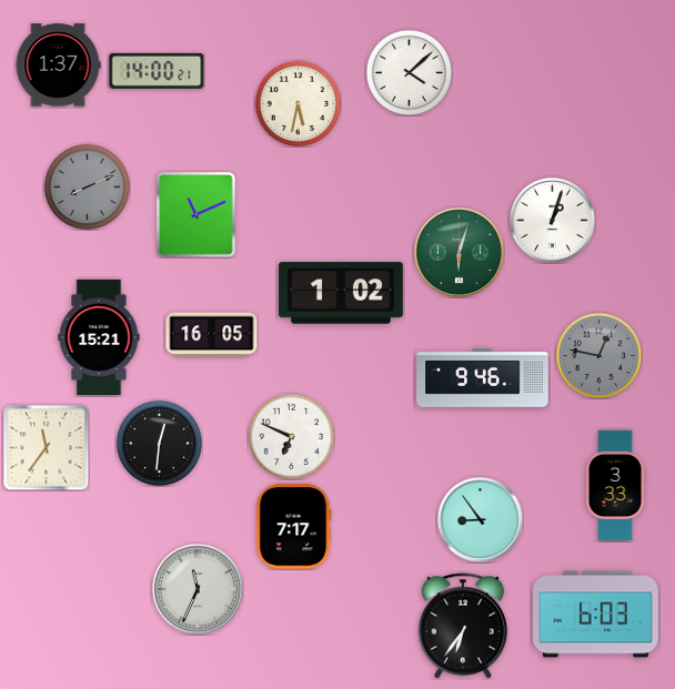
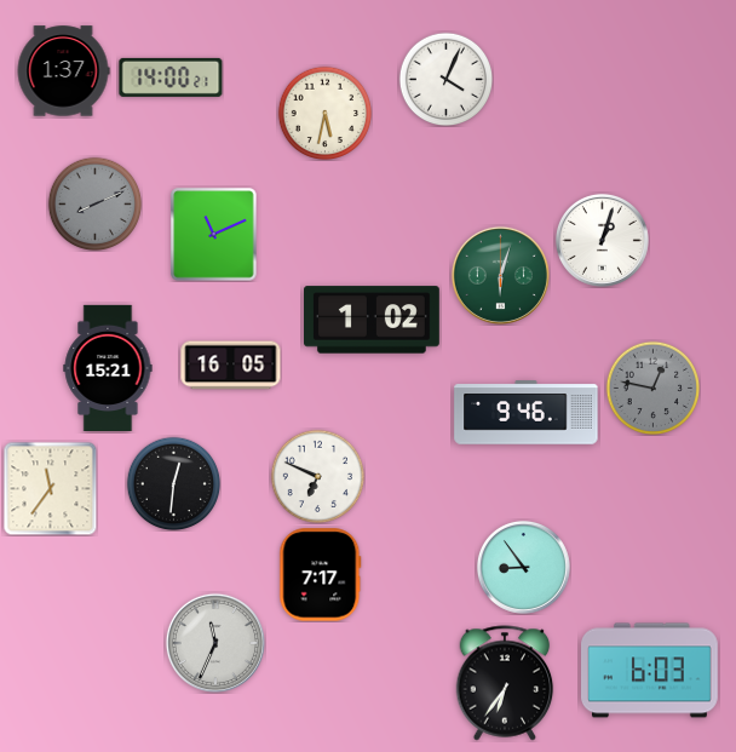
clock at (409, 72): 4:08 -> 4:04
clock at (615, 486): 3:33 -> none
